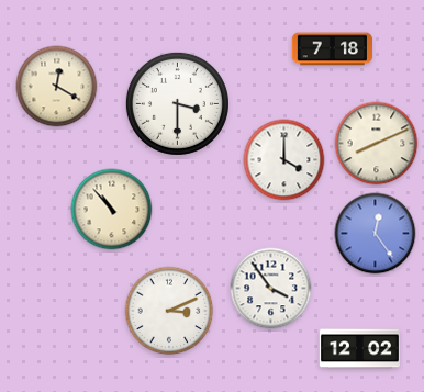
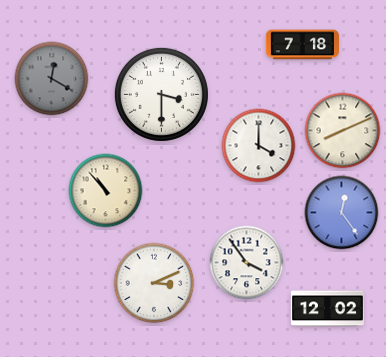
clock at (57, 87) dial: cream -> grey
clock at (112, 210) position: (112, 210) -> (106, 191)
clock at (359, 349) position: (359, 349) -> (327, 309)
